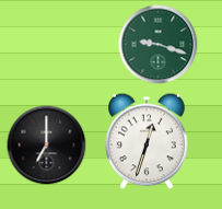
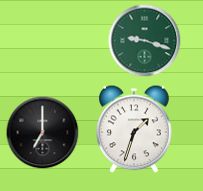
clock at (147, 141): 12:33 -> 1:33
